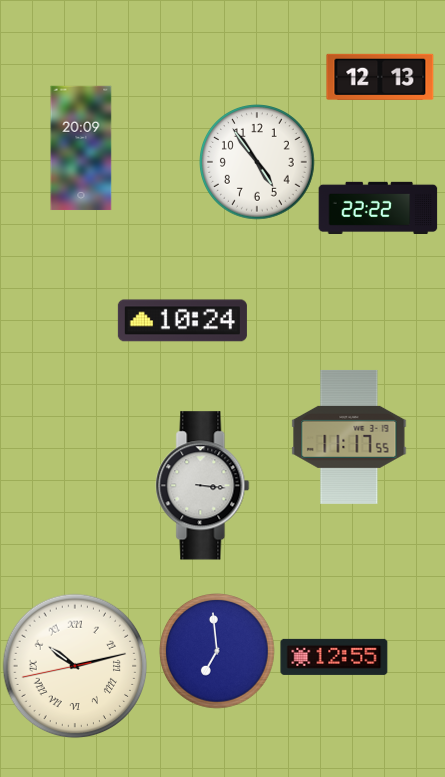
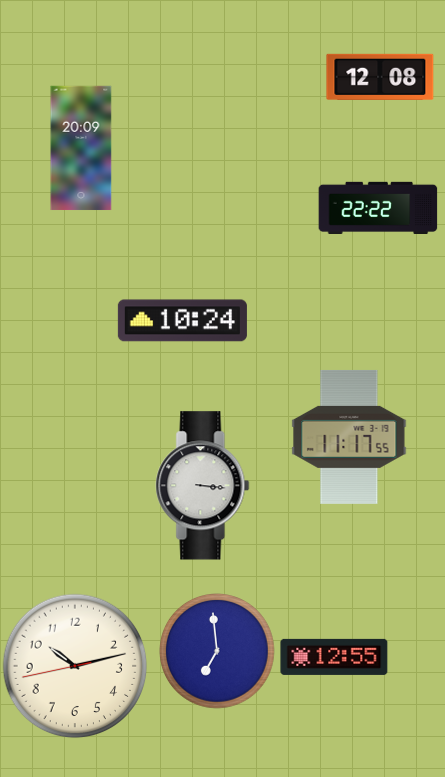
clock at (380, 77): 12:13 -> 12:08
clock at (258, 163): 4:54 -> none
clock at (75, 666) numerals: Roman -> Arabic
